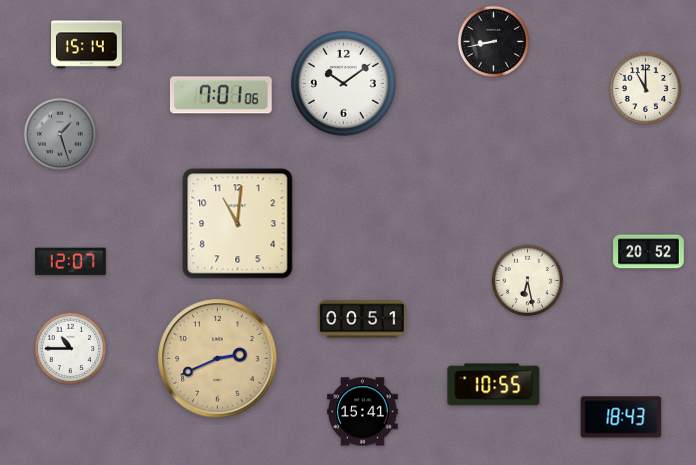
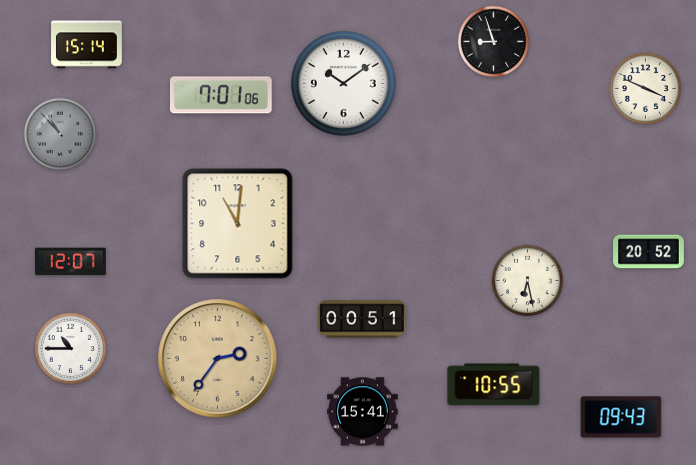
clock at (493, 41): 8:43 -> 8:57
clock at (645, 88): 11:00 -> 3:49
clock at (60, 134): 1:27 -> 10:53
clock at (218, 359): 2:41 -> 2:36
clock at (621, 417): 18:43 -> 09:43
